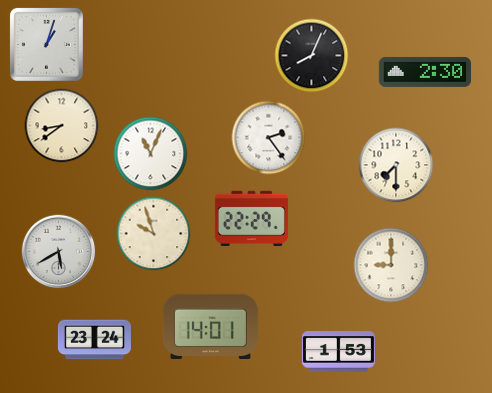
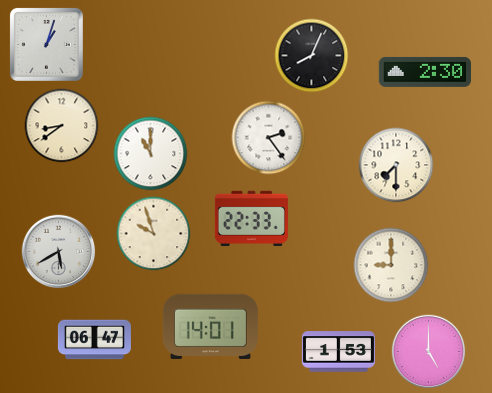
clock at (151, 154): 11:04 -> 11:00
clock at (251, 218): 22:29 -> 22:33
clock at (94, 340): 23:24 -> 06:47
clock at (429, 352): none -> 5:00
